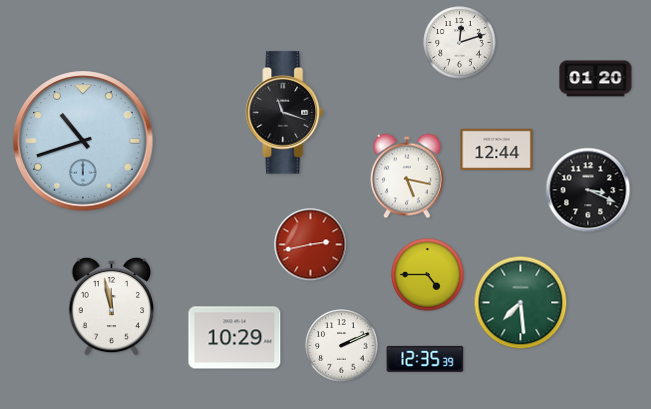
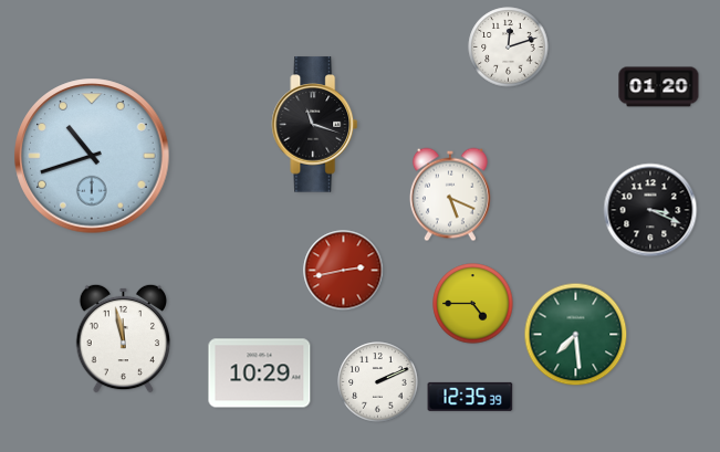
clock at (497, 150): 12:44 -> none
clock at (407, 176): 5:17 -> 5:19
